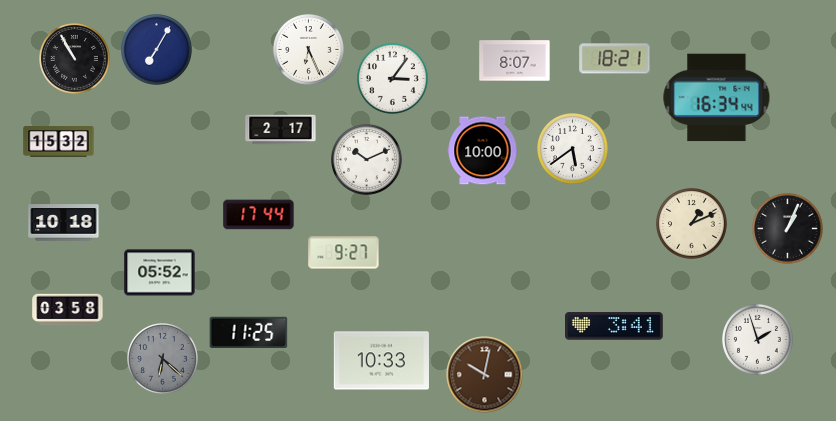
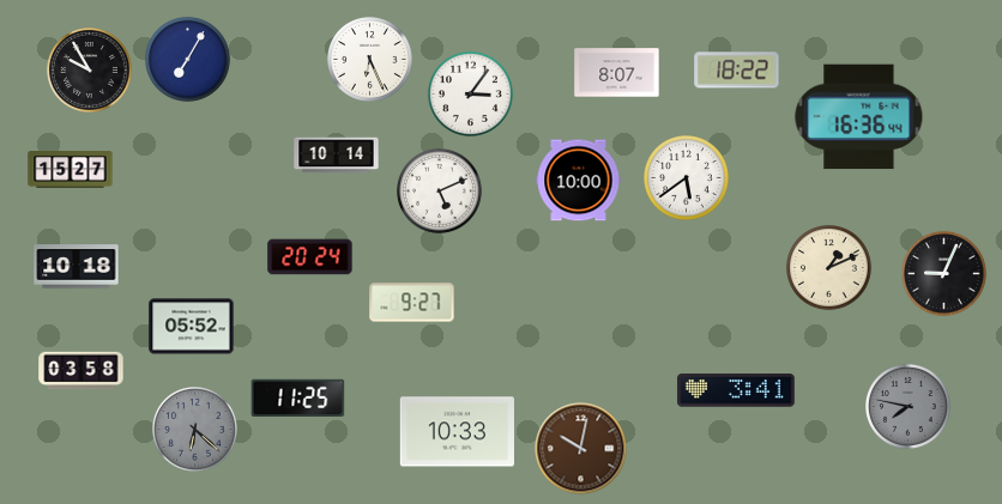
clock at (75, 59): 10:55 -> 9:55
clock at (615, 59): 18:21 -> 18:22
clock at (717, 98): 16:34 -> 16:36
clock at (281, 130): 2:17 -> 10:14
clock at (59, 142): 15:32 -> 15:27
clock at (367, 160): 10:11 -> 5:11
clock at (259, 215): 17:44 -> 20:24
clock at (788, 229): 1:04 -> 9:04
clock at (758, 340): 1:57 -> 7:47
clock at (758, 340) dial: white -> grey
